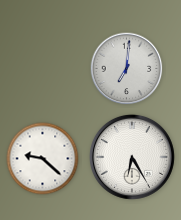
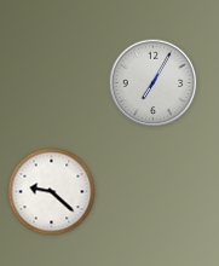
clock at (127, 69): 7:01 -> 7:05
clock at (132, 157): 6:25 -> none
